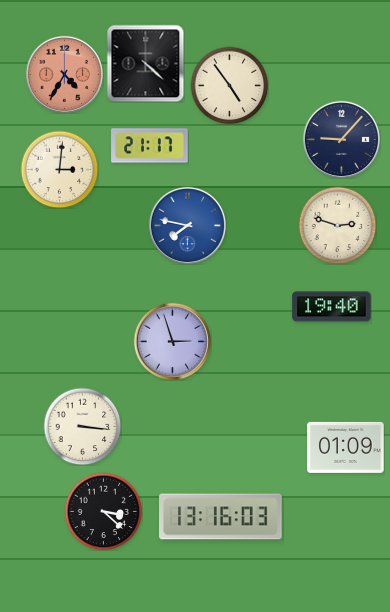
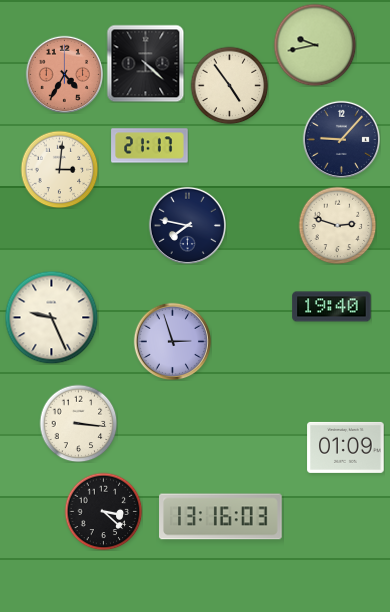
clock at (315, 45): none -> 9:43
clock at (187, 225) dial: blue -> navy
clock at (51, 317): none -> 9:26
clock at (82, 426) position: (82, 426) -> (78, 423)
